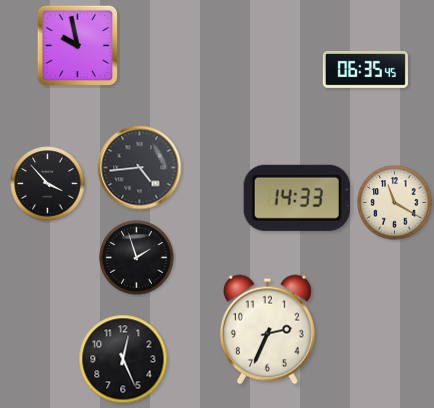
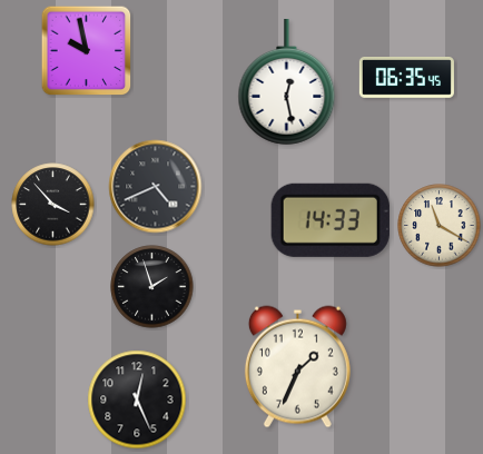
clock at (287, 82): none -> 12:28
clock at (140, 168): 4:44 -> 4:41
clock at (267, 330): 2:34 -> 1:34
